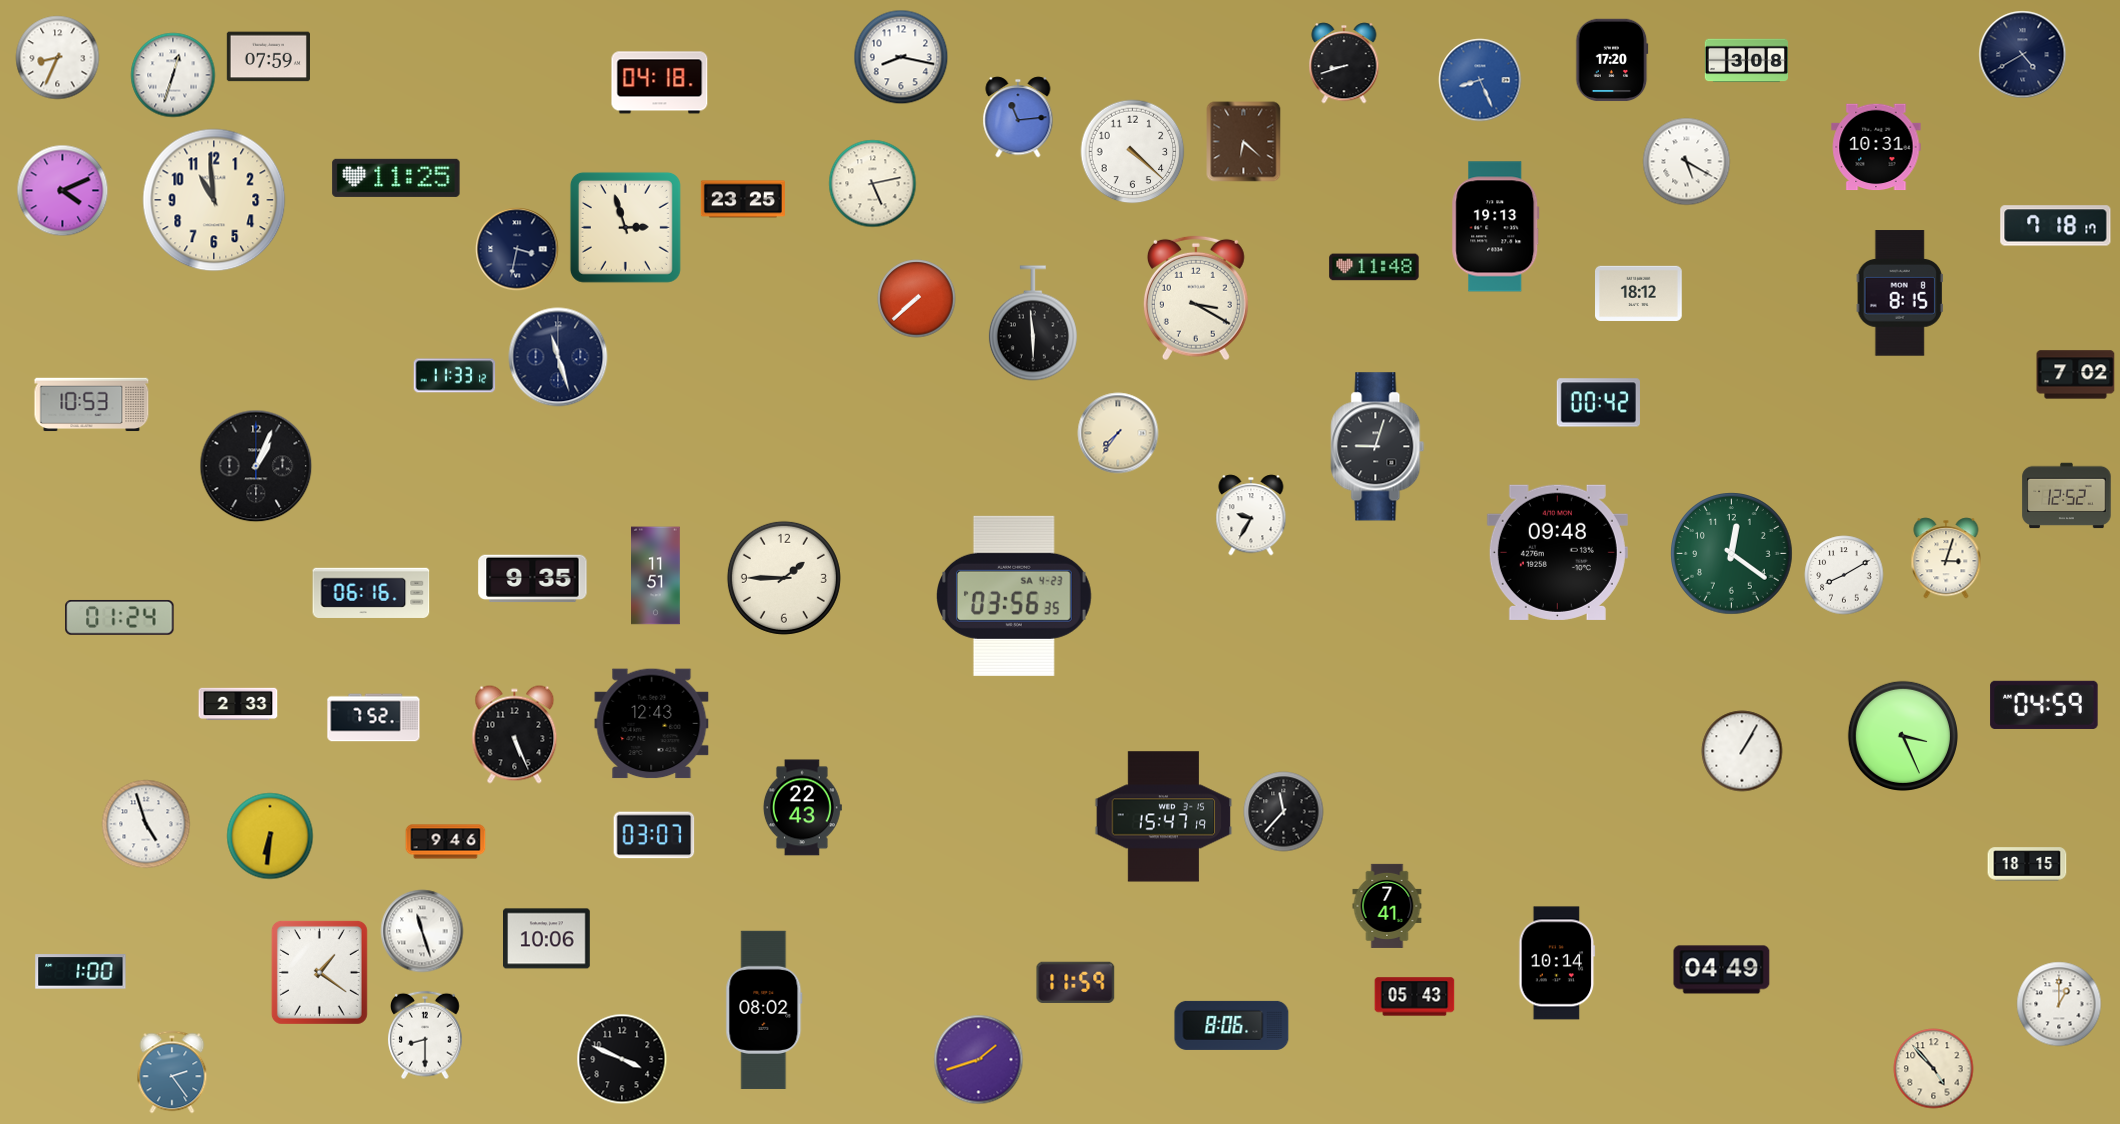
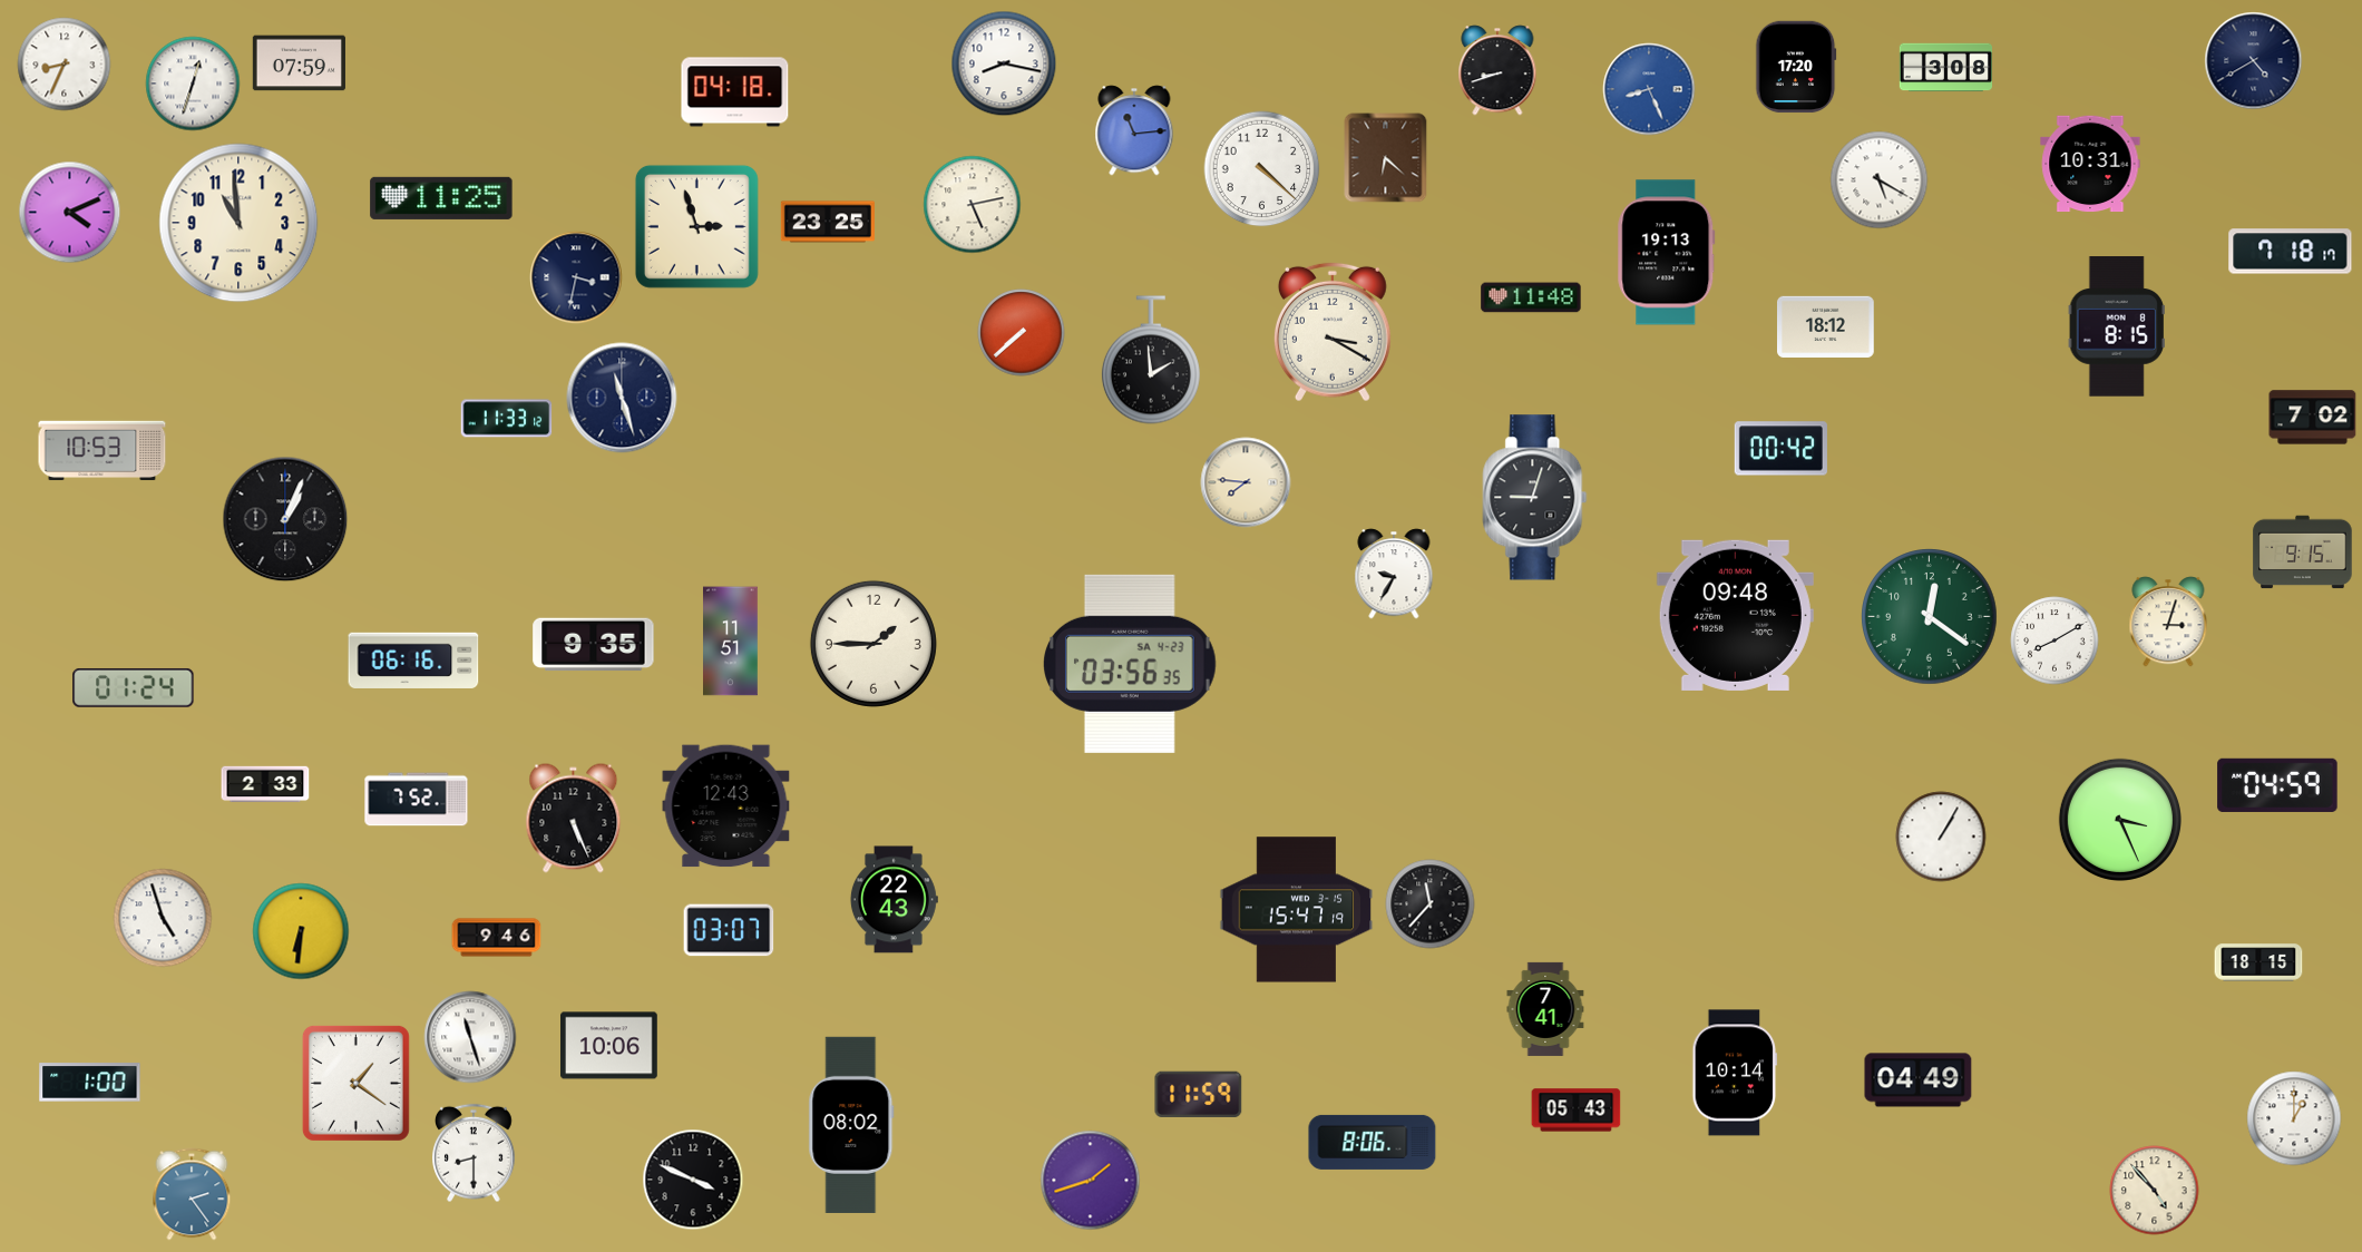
clock at (625, 227) position: (625, 227) -> (696, 226)
clock at (1033, 323): 5:59 -> 1:59
clock at (1118, 433): 7:36 -> 7:46
clock at (2067, 496): 12:52 -> 9:15
